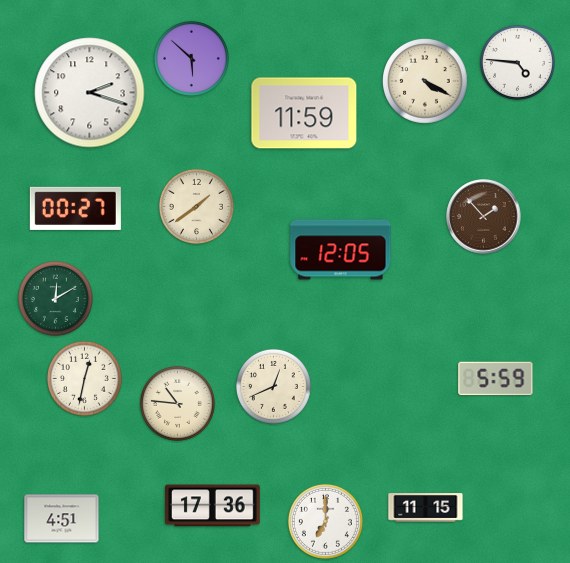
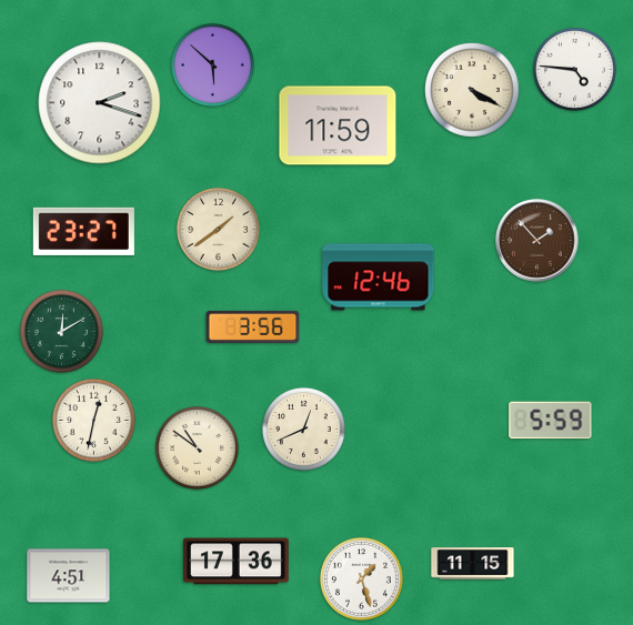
clock at (75, 208): 00:27 -> 23:27
clock at (341, 250): 12:05 -> 12:46
clock at (253, 326): none -> 3:56
clock at (177, 403): 10:46 -> 10:51
clock at (325, 521): 7:00 -> 1:27
